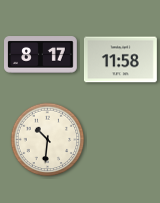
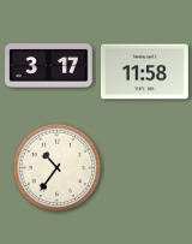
clock at (41, 55): 8:17 -> 3:17
clock at (48, 140): 10:31 -> 10:36
